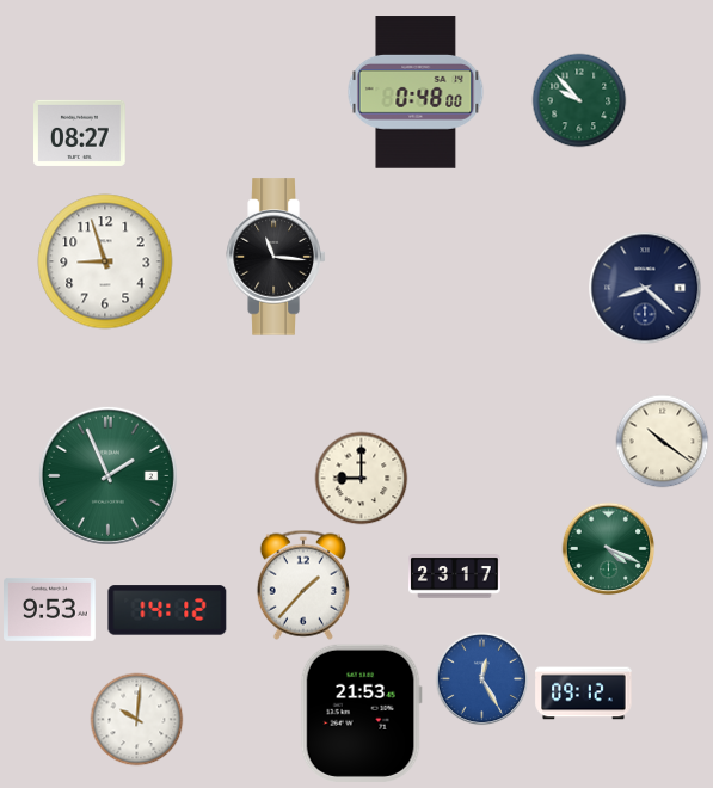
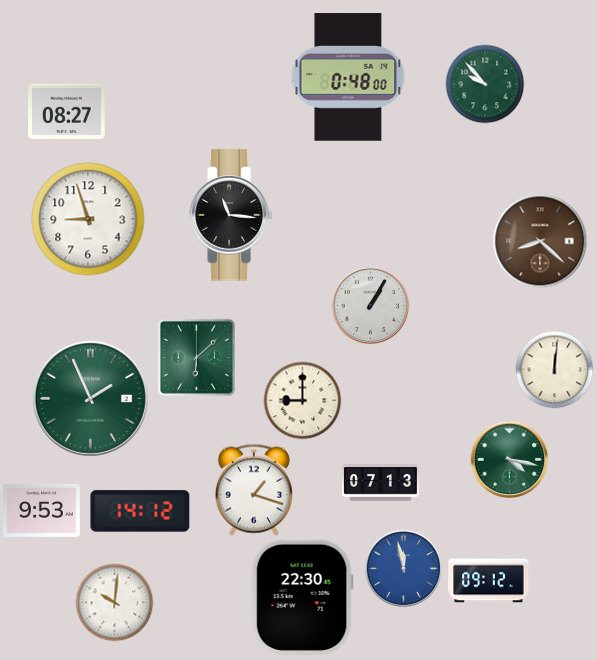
clock at (645, 288) dial: navy -> brown
clock at (370, 305): none -> 1:05
clock at (196, 357): none -> 6:08
clock at (662, 441): 10:21 -> 12:01
clock at (608, 548): 4:19 -> 4:17
clock at (455, 577): 23:17 -> 07:13
clock at (303, 585): 1:37 -> 1:18
clock at (481, 678): 12:25 -> 11:58
clock at (361, 713): 21:53 -> 22:30
